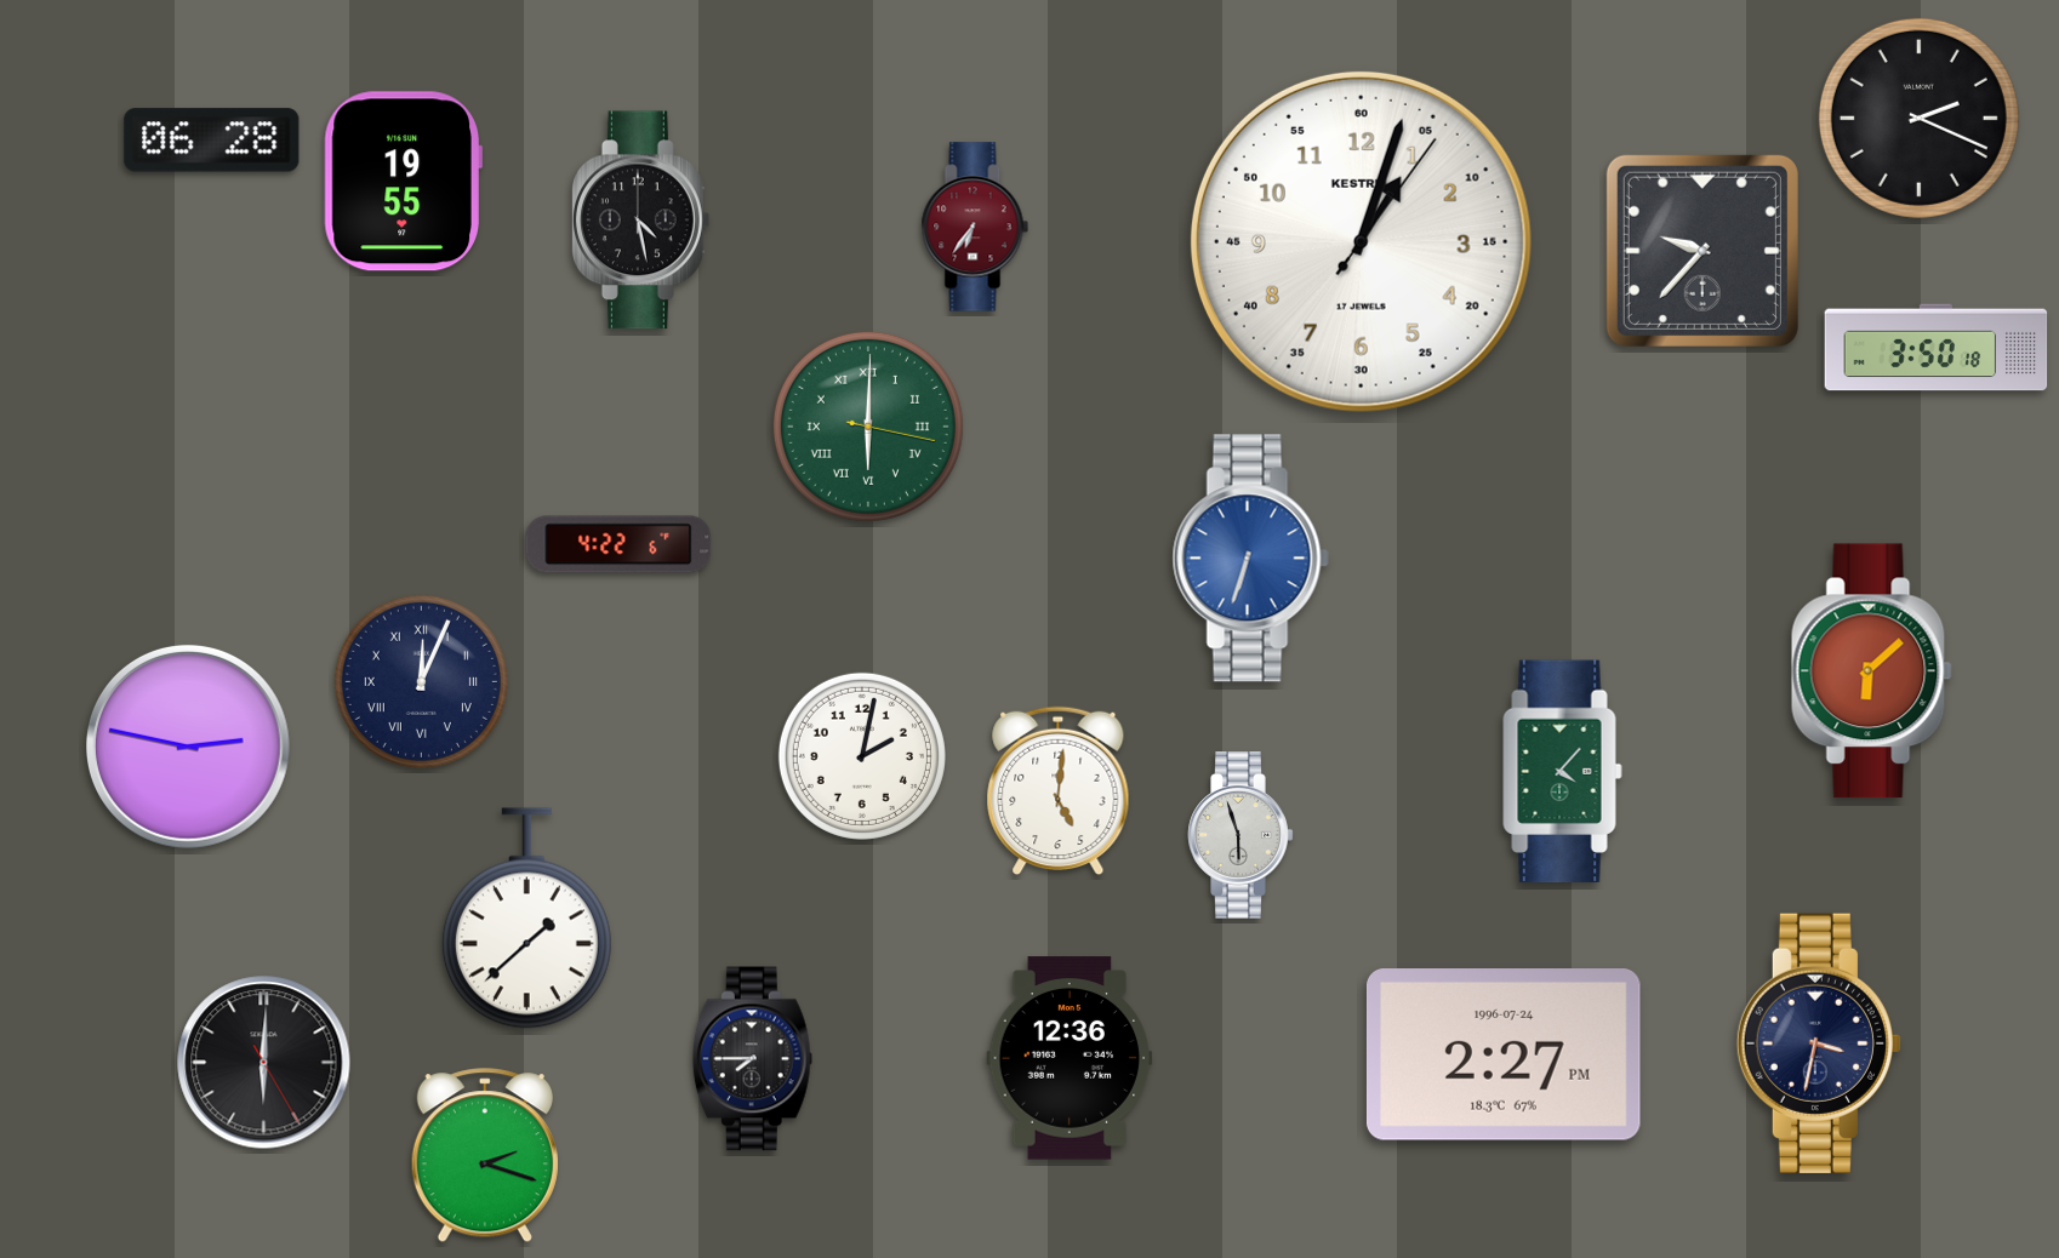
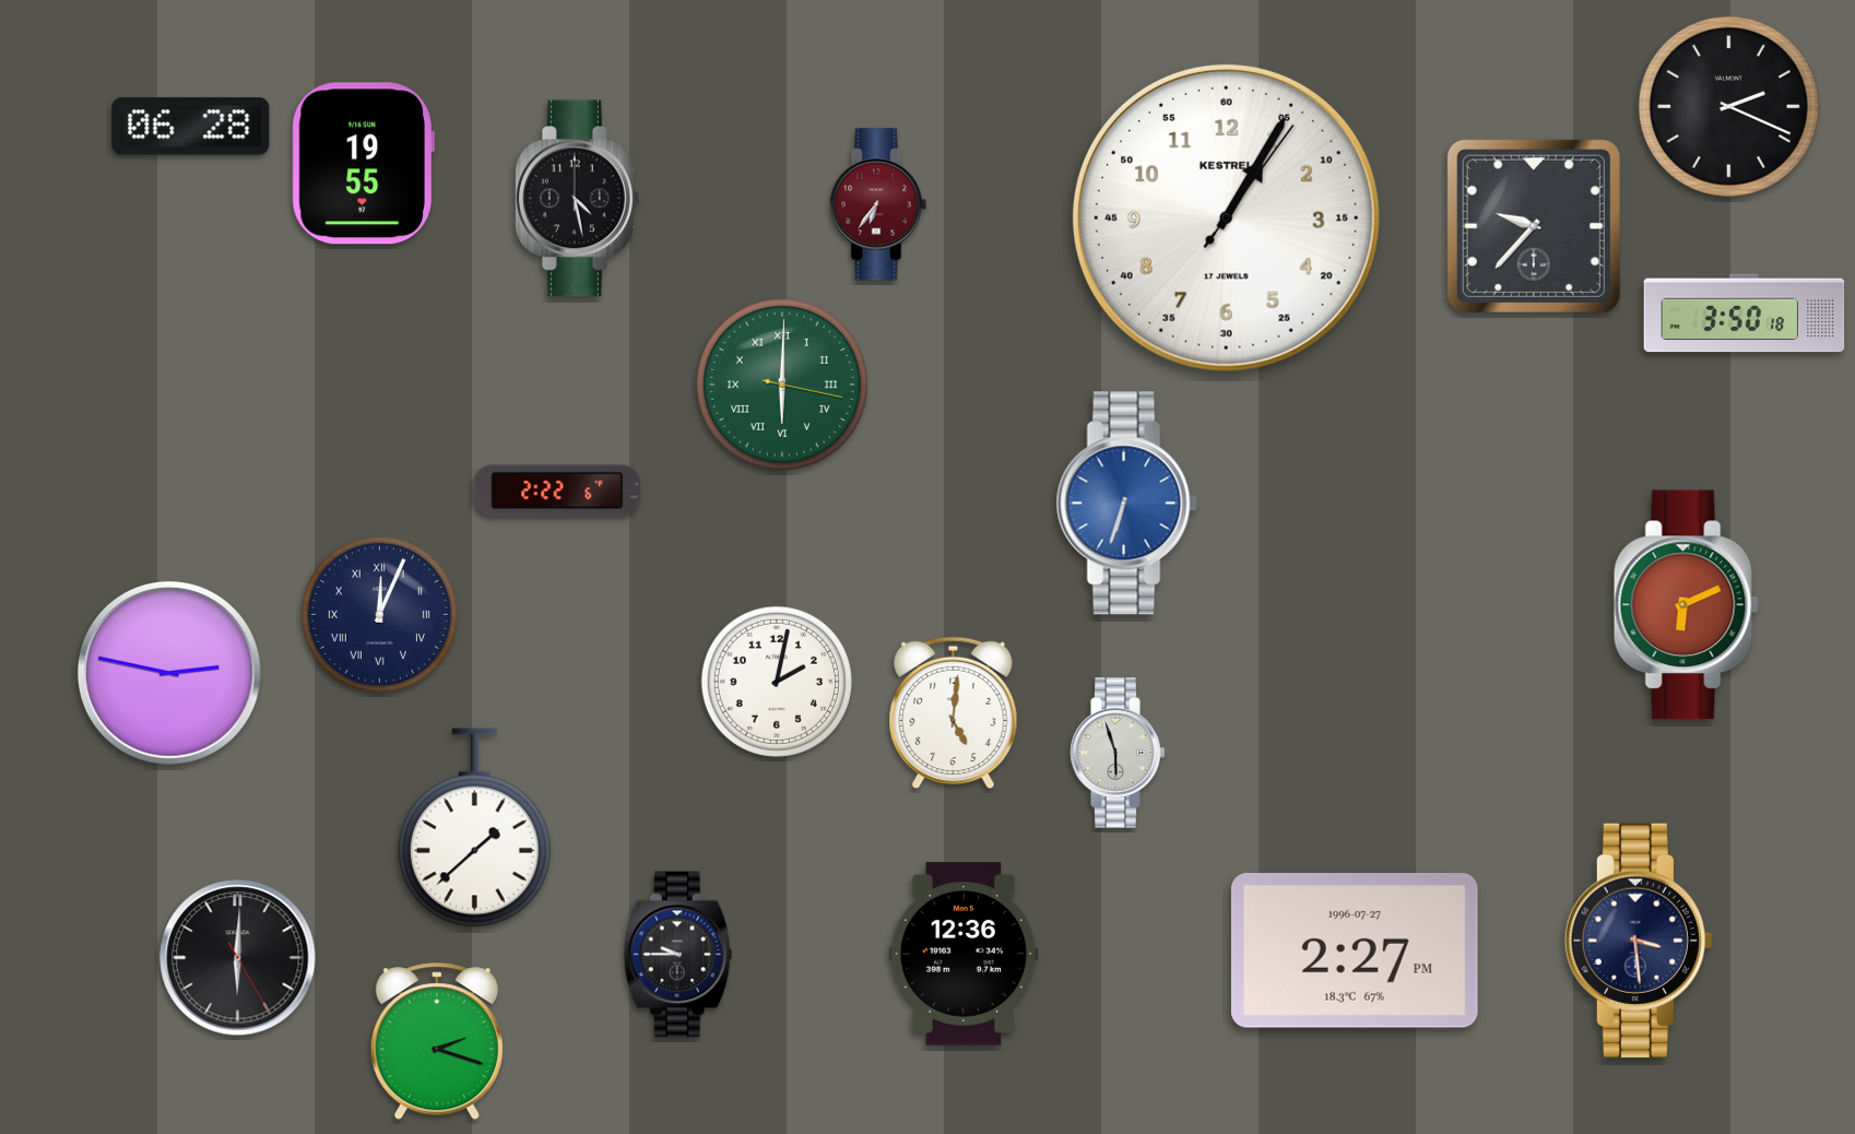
clock at (1361, 241): 1:03 -> 1:05
clock at (618, 544): 4:22 -> 2:22
clock at (1871, 671): 6:08 -> 6:11
clock at (1563, 772): 4:07 -> none
clock at (1819, 1043): 3:32 -> 3:29
clock at (1504, 1056) date: 1996-07-24 -> 1996-07-27
clock at (752, 1059): 7:45 -> 9:45
